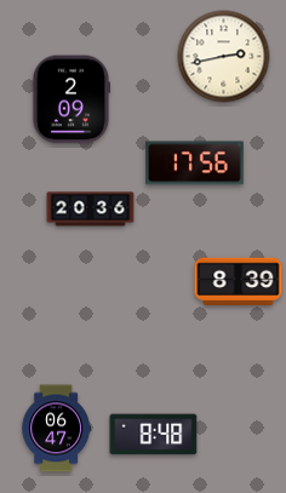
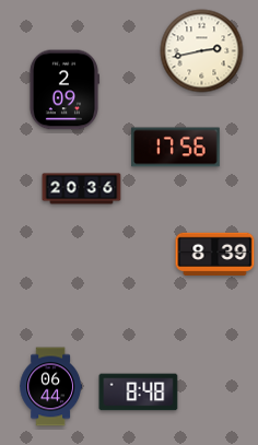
clock at (56, 429): 06:47 -> 06:44
